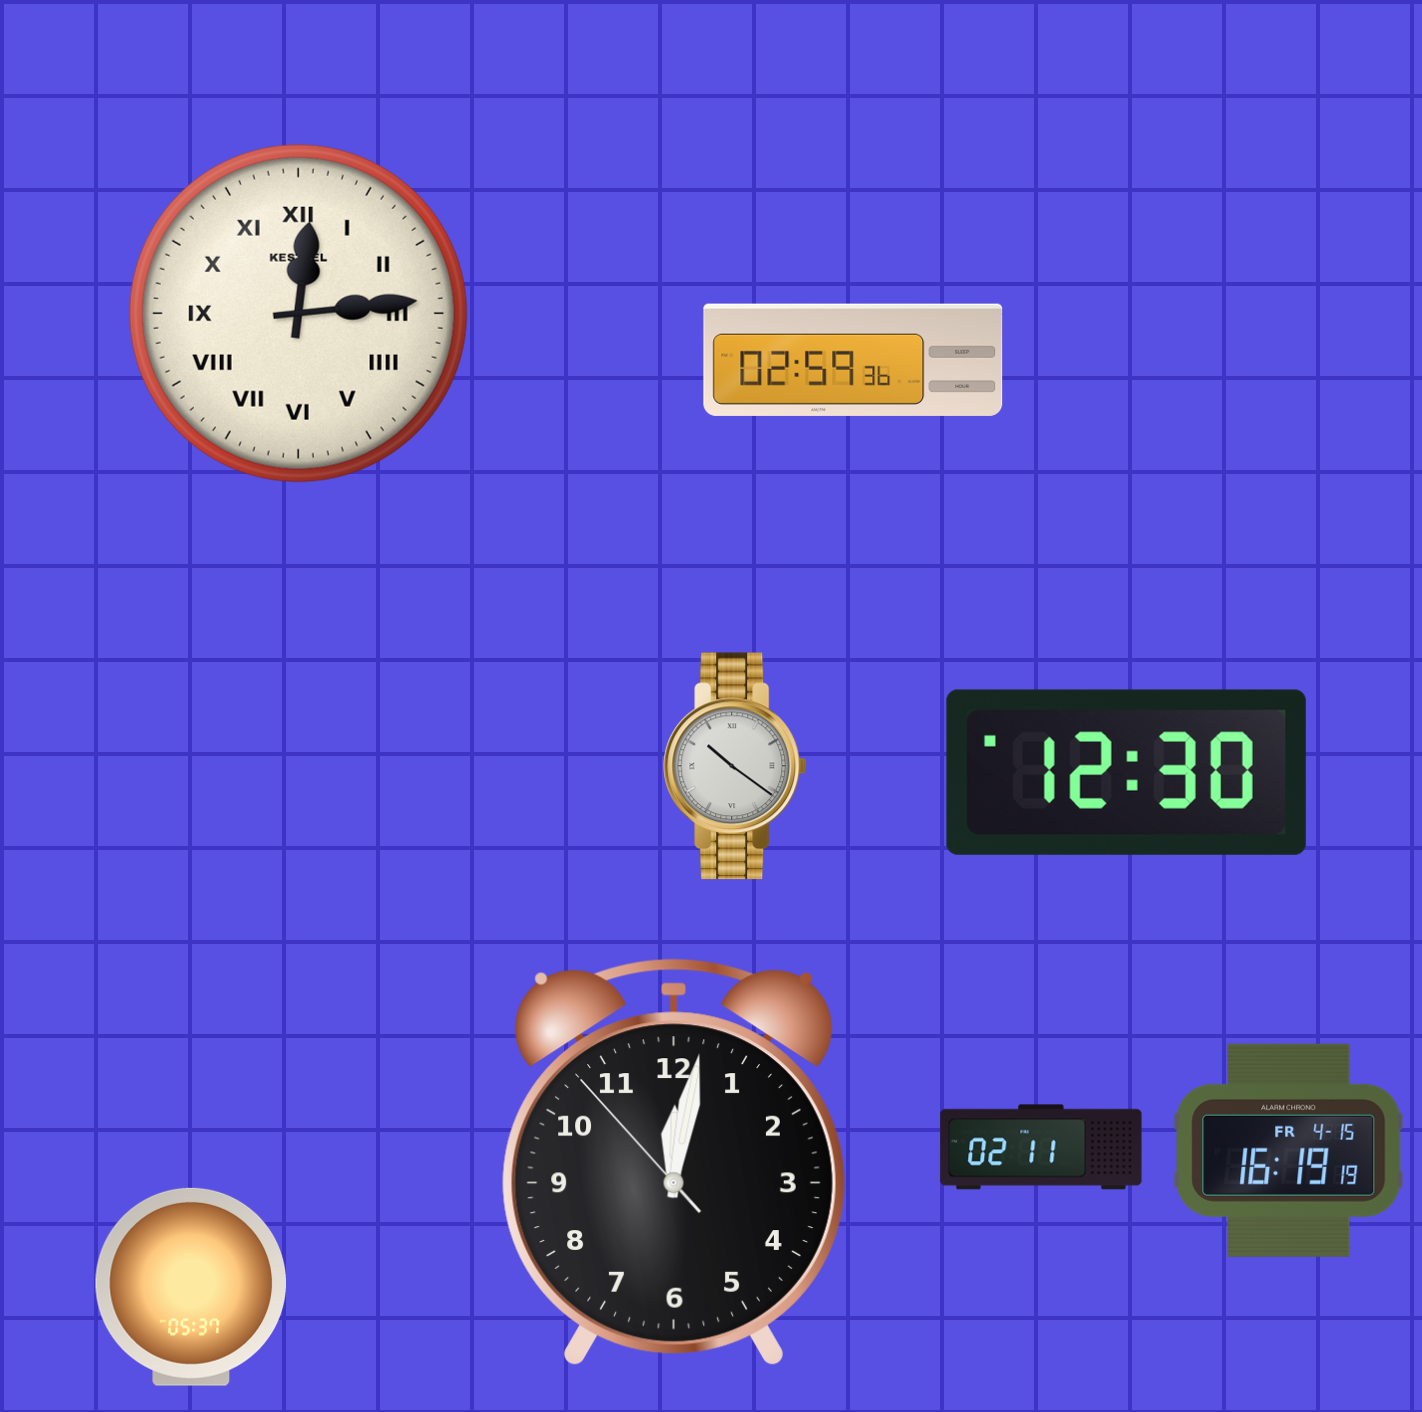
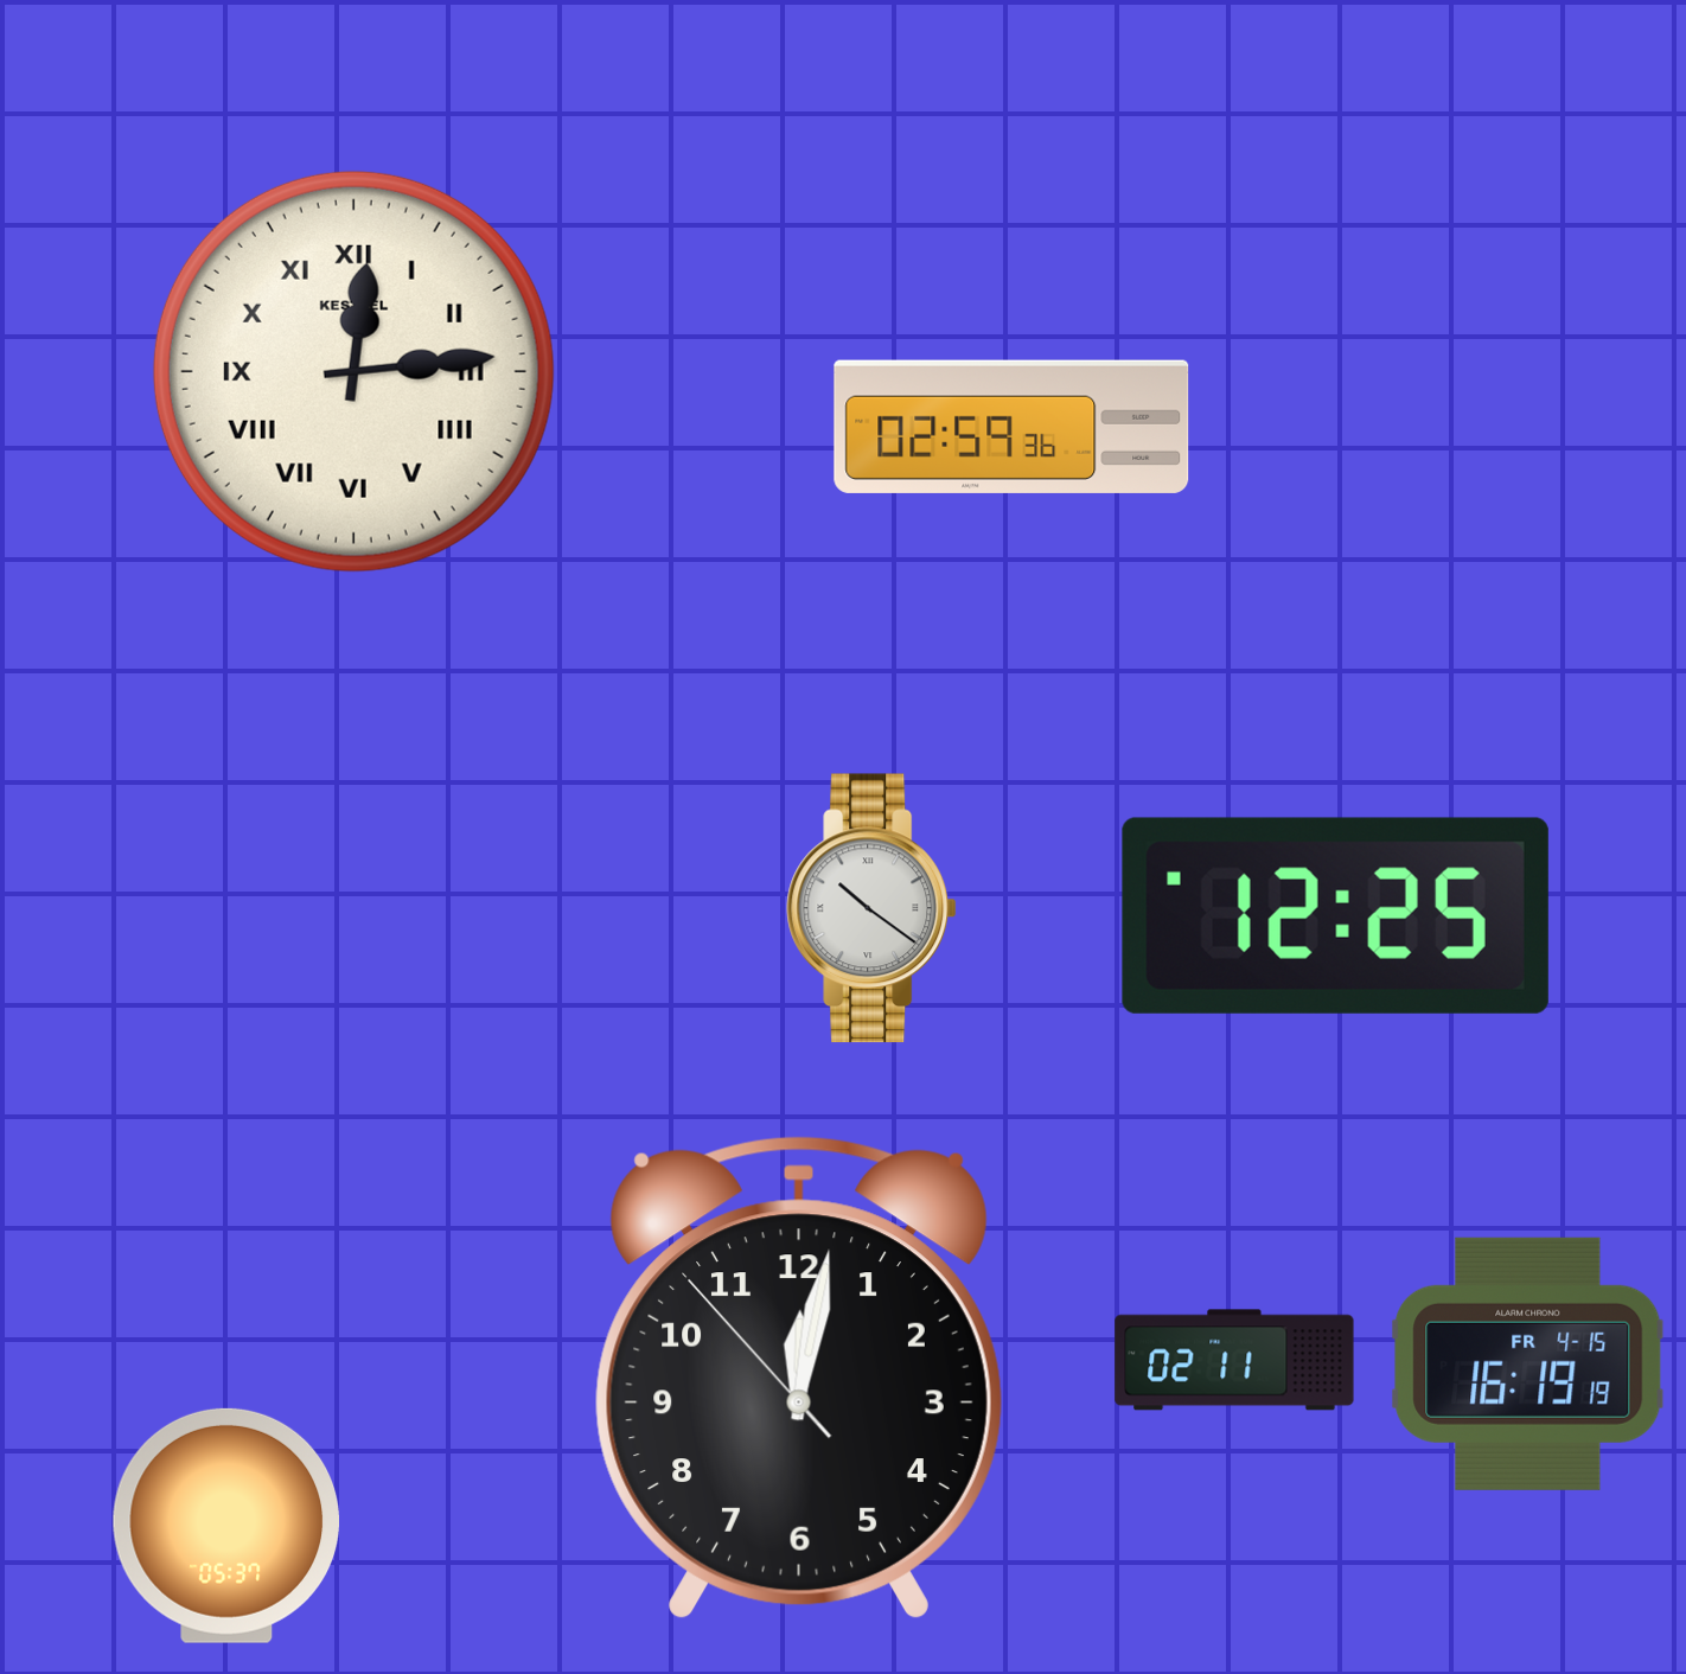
clock at (1126, 772): 12:30 -> 12:25
